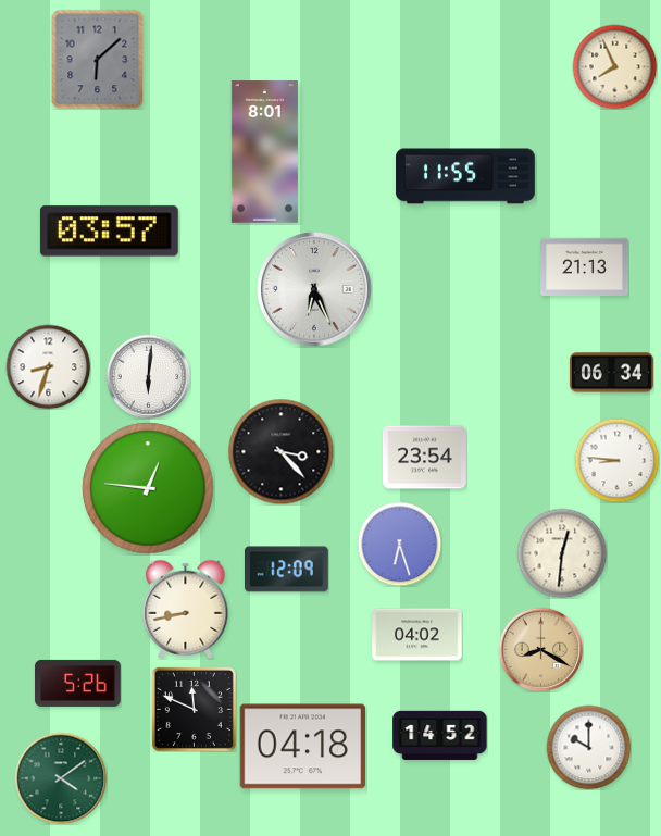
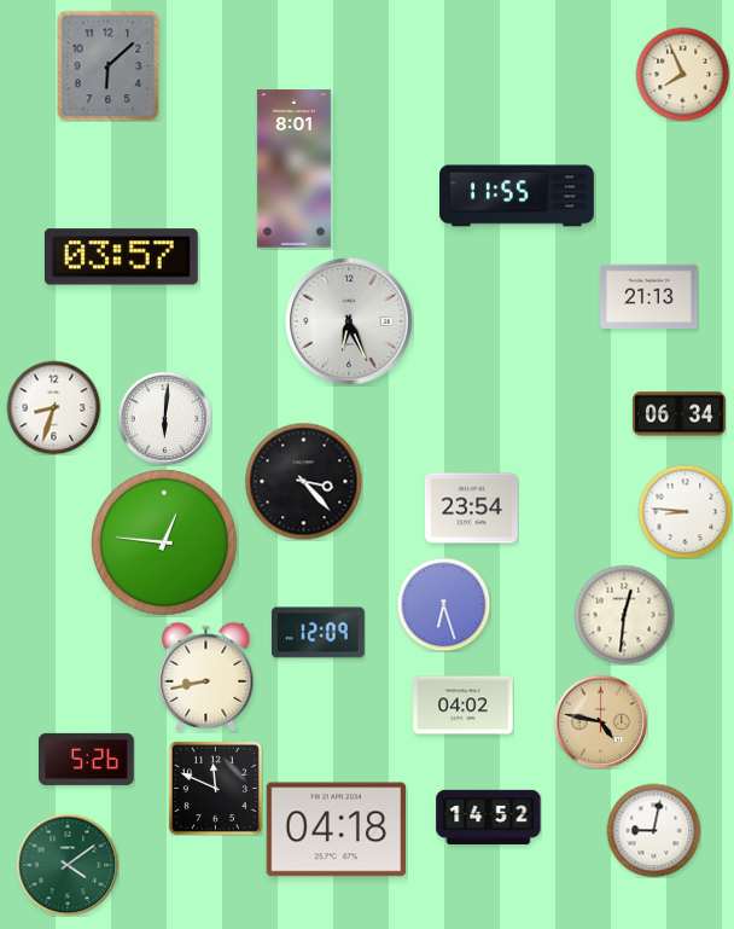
clock at (280, 451) position: (280, 451) -> (303, 481)
clock at (540, 649): 8:20 -> 4:47
clock at (588, 747): 10:00 -> 9:02
